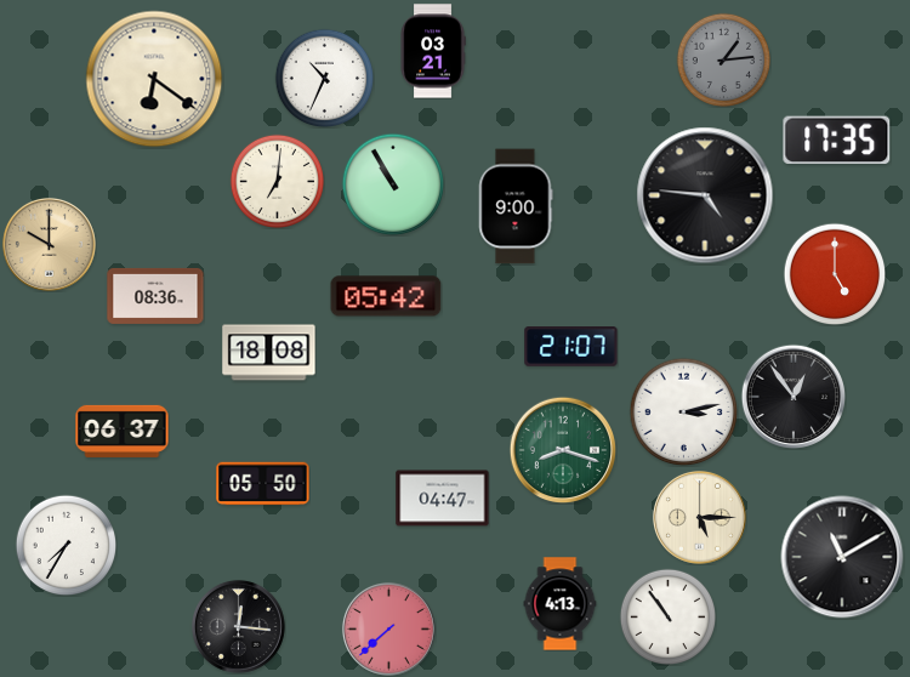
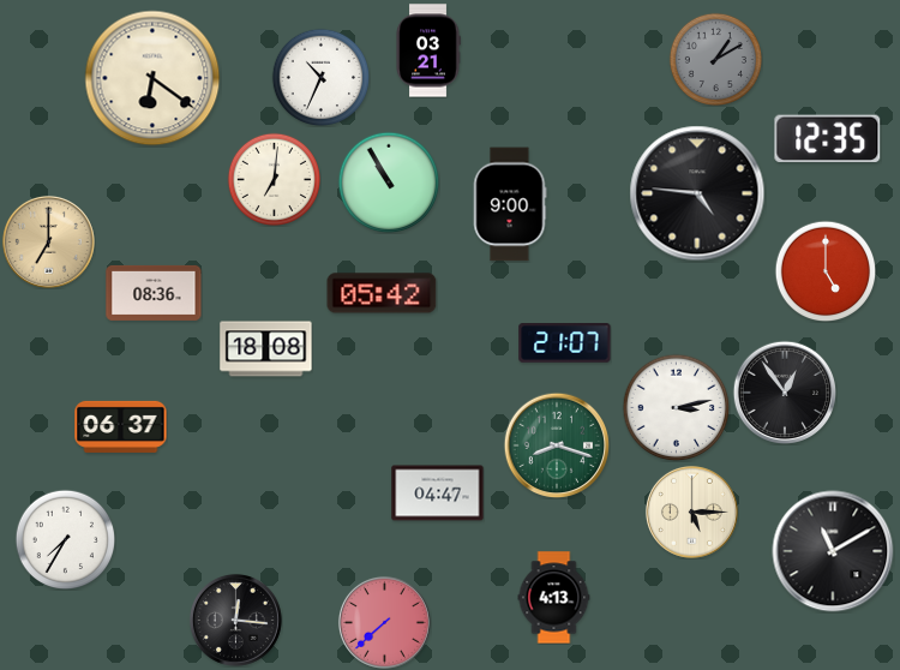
clock at (723, 59): 1:14 -> 1:10
clock at (837, 141): 17:35 -> 12:35
clock at (49, 244): 10:00 -> 7:00
clock at (263, 484): 05:50 -> none
clock at (667, 616): 10:54 -> none
